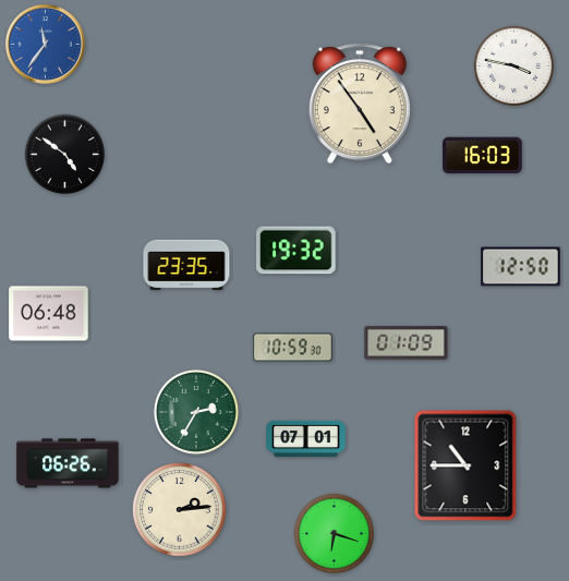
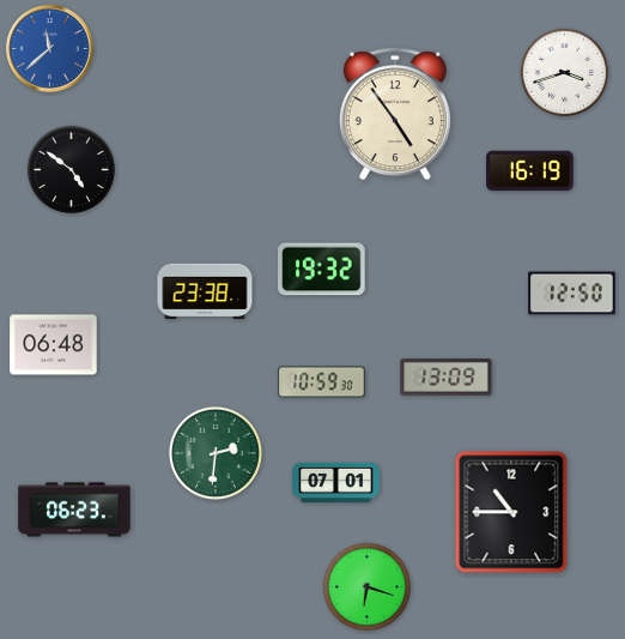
clock at (46, 45): 11:36 -> 11:38
clock at (513, 65): 3:47 -> 3:42
clock at (483, 156): 16:03 -> 16:19
clock at (296, 251) position: (296, 251) -> (322, 270)
clock at (186, 265): 23:35 -> 23:38
clock at (407, 343): 01:09 -> 13:09
clock at (196, 412): 2:35 -> 2:31
clock at (68, 463): 06:26 -> 06:23
clock at (180, 510): 2:14 -> none
